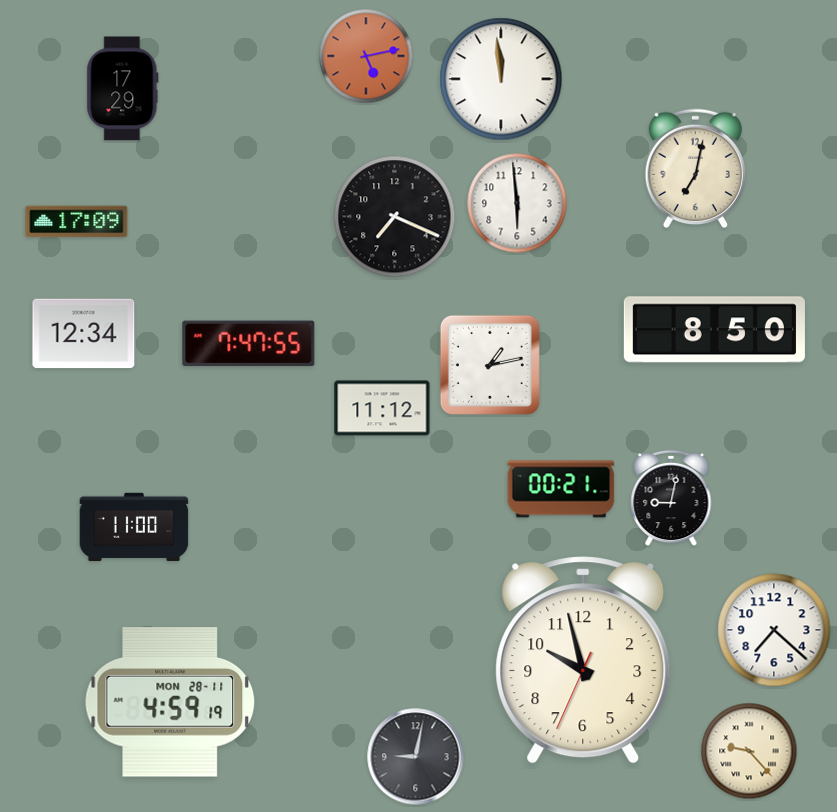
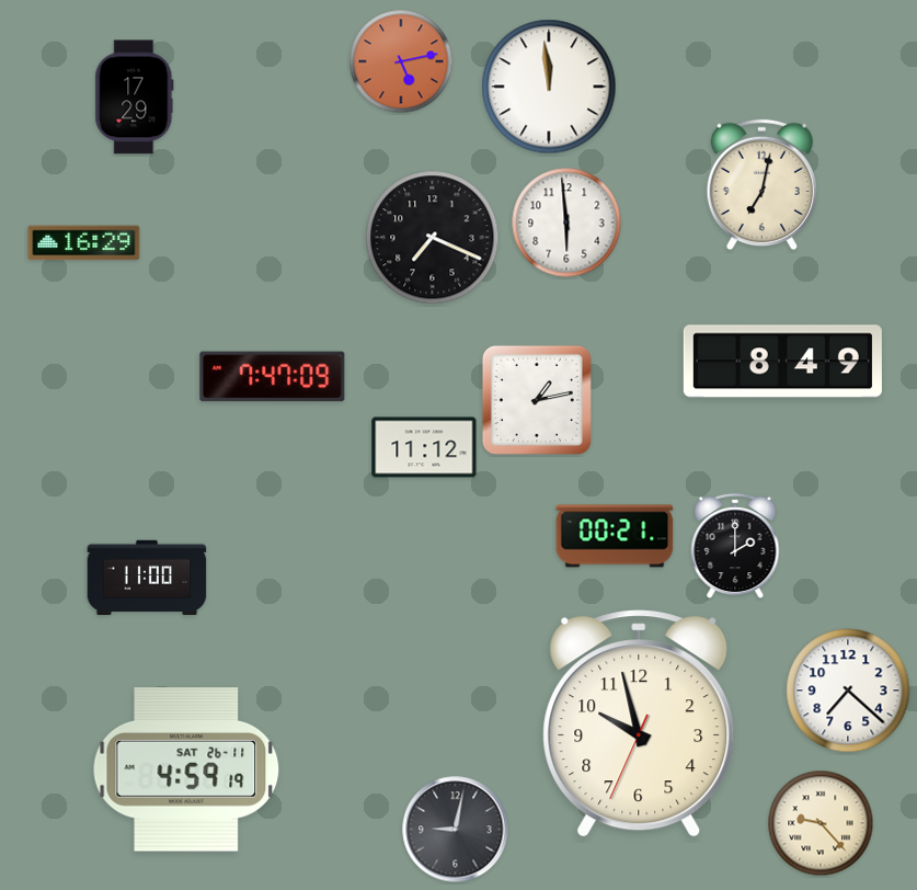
clock at (77, 222): 17:09 -> 16:29
clock at (714, 330): 8:50 -> 8:49
clock at (84, 334): 12:34 -> none
clock at (249, 344): 7:47:55 -> 7:47:09
clock at (382, 408) position: (382, 408) -> (424, 447)
clock at (671, 498): 9:02 -> 2:00
clock at (170, 702) date: MON 28-11 -> SAT 26-11
